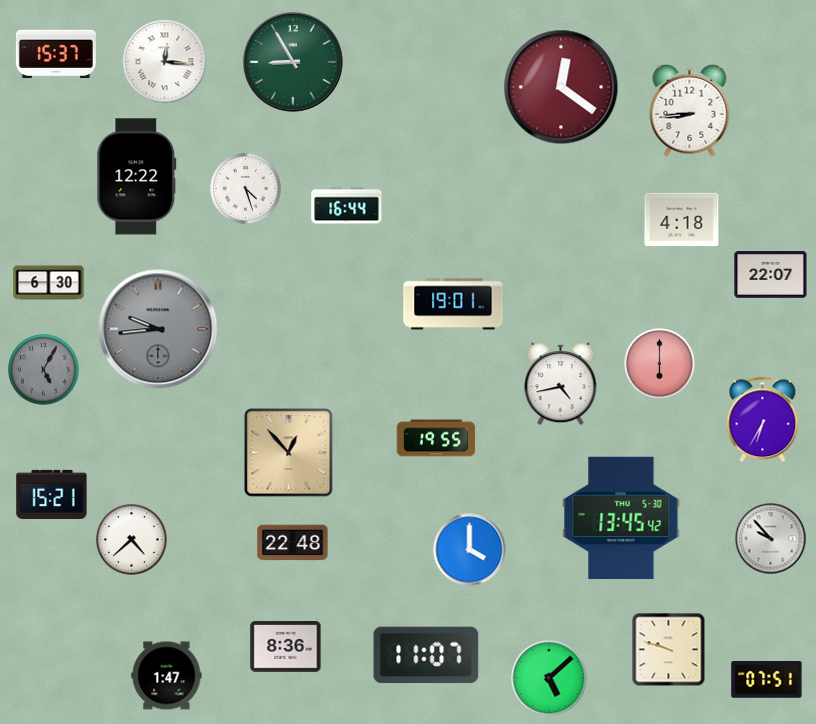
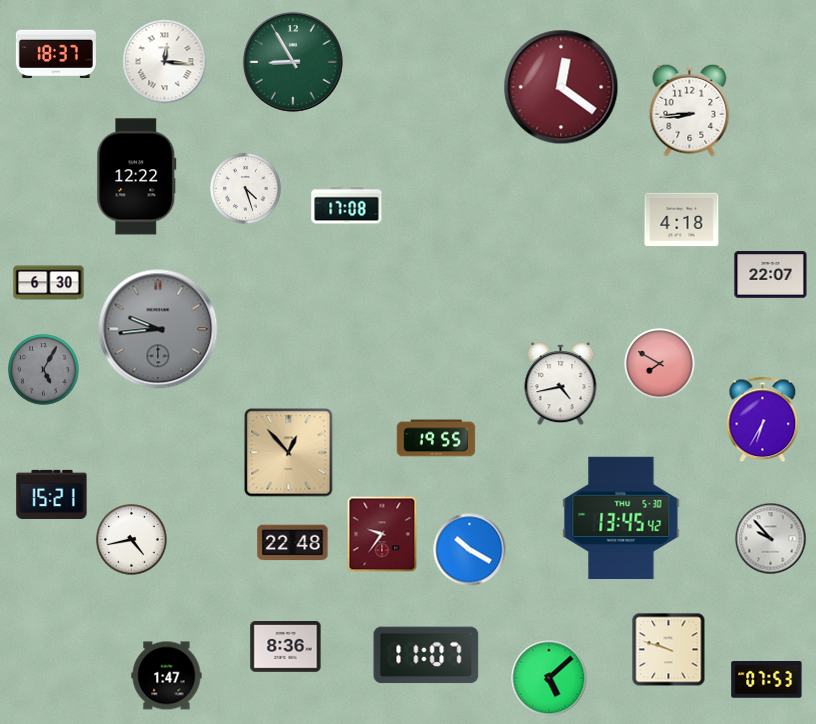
clock at (56, 54): 15:37 -> 18:37
clock at (347, 206): 16:44 -> 17:08
clock at (453, 304): 19:01 -> none
clock at (660, 364): 6:00 -> 7:50
clock at (382, 534): none -> 9:36
clock at (132, 540): 4:38 -> 4:43
clock at (470, 550): 4:00 -> 10:20
clock at (767, 680): 07:51 -> 07:53
